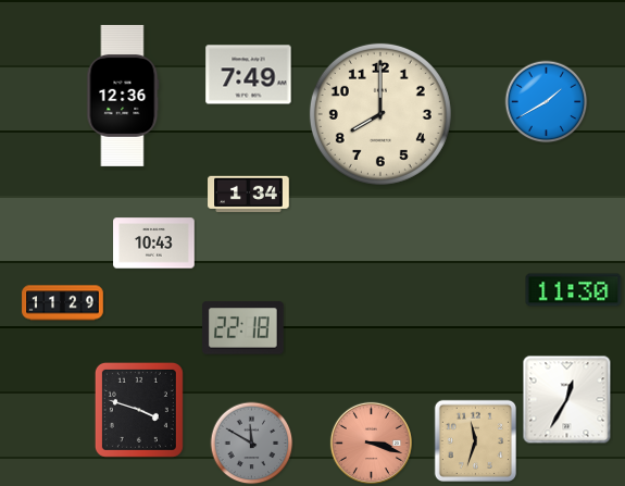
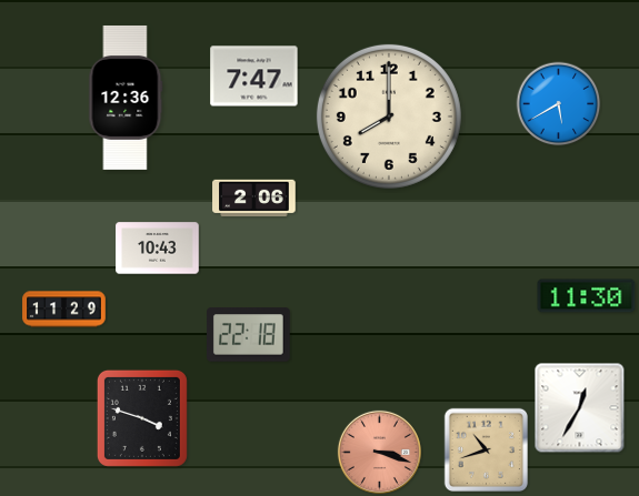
clock at (249, 75): 7:49 -> 7:47
clock at (547, 102): 1:40 -> 5:40
clock at (249, 195): 1:34 -> 2:06
clock at (475, 440): 11:33 -> 10:42
clock at (252, 444): 11:50 -> none
